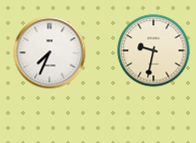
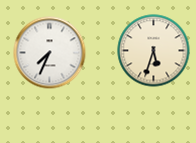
clock at (154, 51): 9:32 -> 5:33
